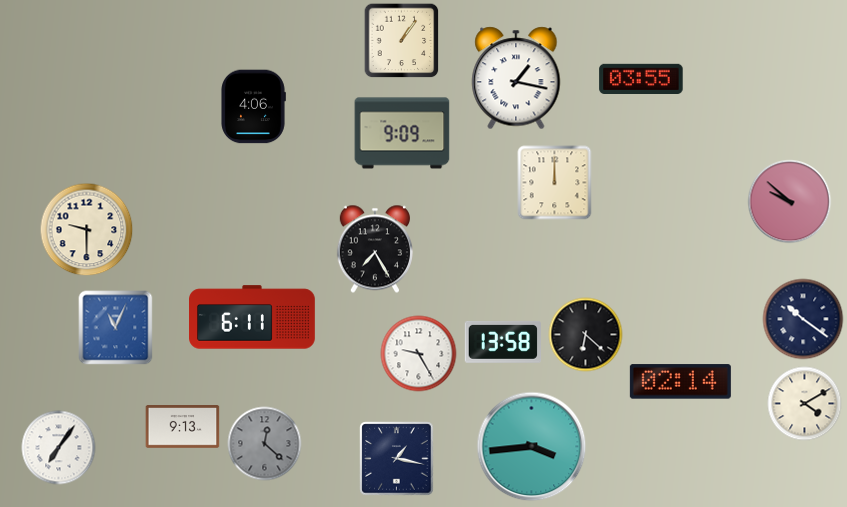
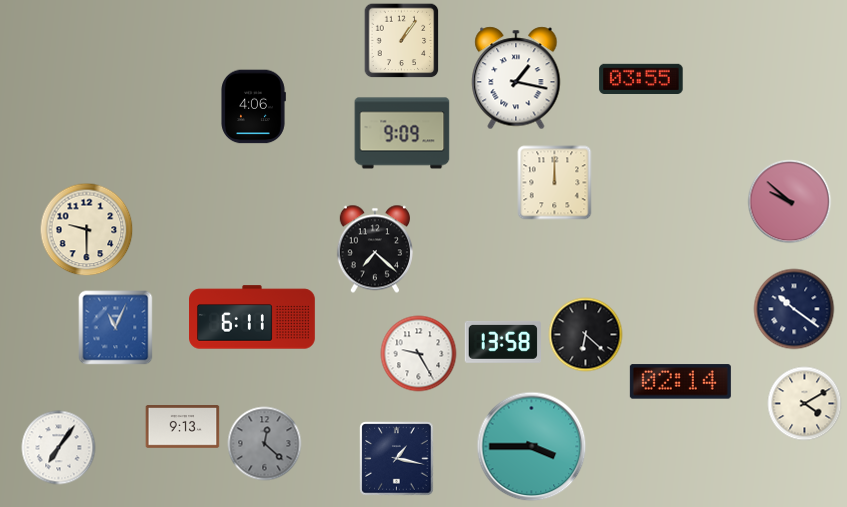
clock at (375, 249): 7:25 -> 7:22
clock at (803, 319) position: (803, 319) -> (794, 309)
clock at (532, 447): 3:44 -> 3:45
